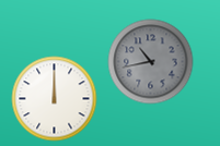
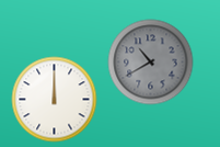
clock at (150, 61): 10:43 -> 10:40
